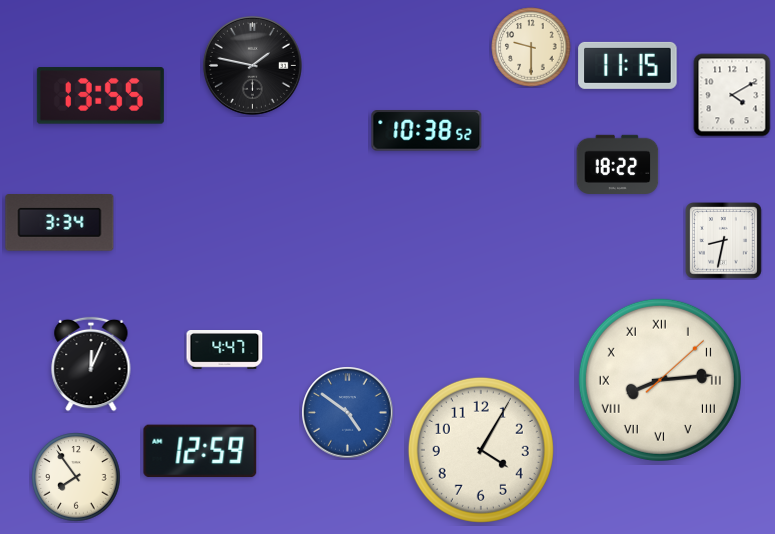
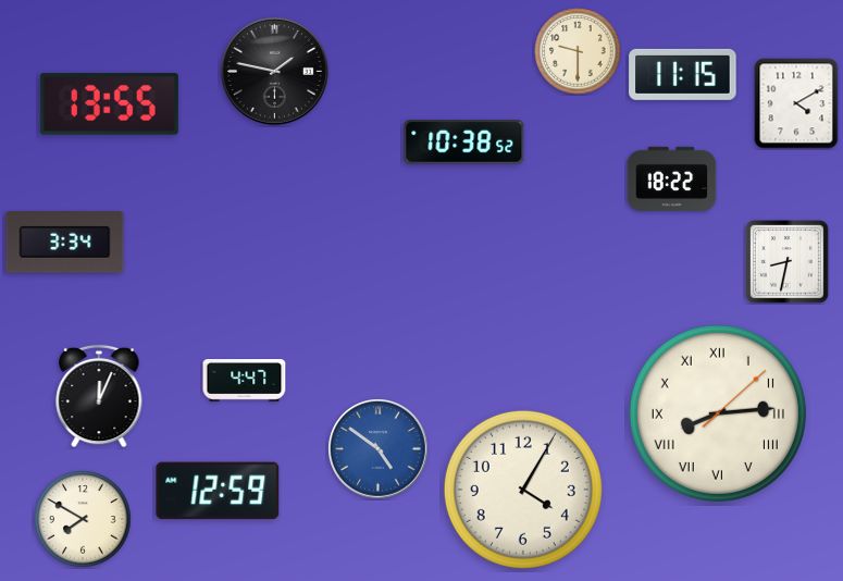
clock at (628, 65) position: (628, 65) -> (683, 74)
clock at (76, 477): 7:54 -> 7:50
